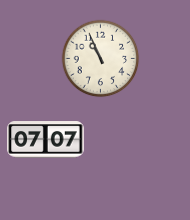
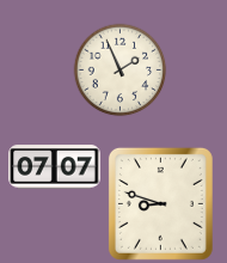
clock at (100, 58): 10:56 -> 1:56
clock at (160, 203): none -> 8:48
